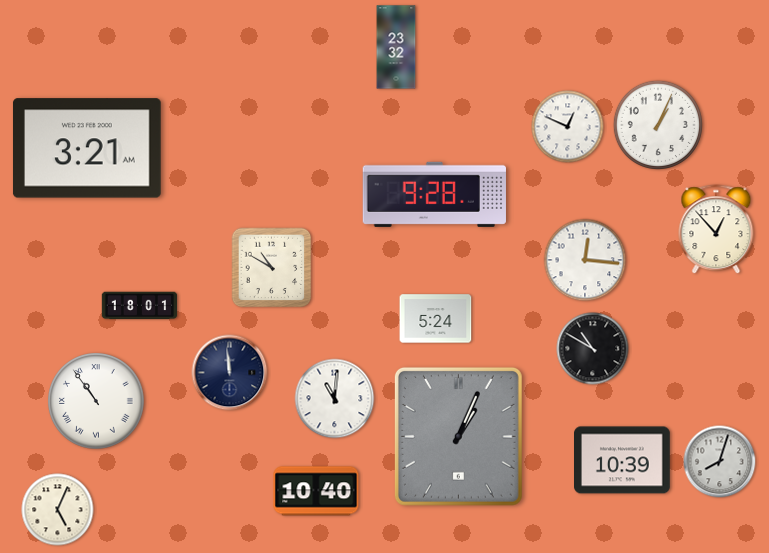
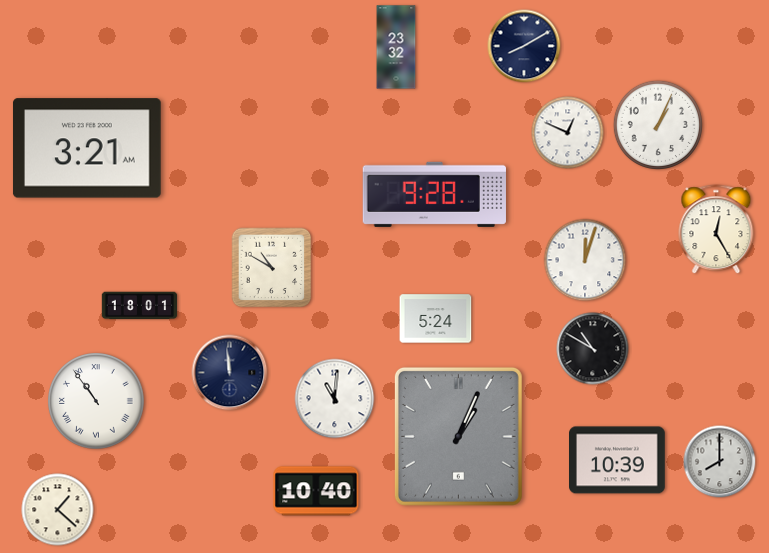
clock at (524, 46): none -> 8:10
clock at (568, 127) position: (568, 127) -> (568, 133)
clock at (716, 230): 12:53 -> 12:25
clock at (585, 260): 12:16 -> 12:03
clock at (623, 460) position: (623, 460) -> (618, 460)
clock at (720, 462): 8:03 -> 8:00
clock at (58, 510): 5:04 -> 1:22
